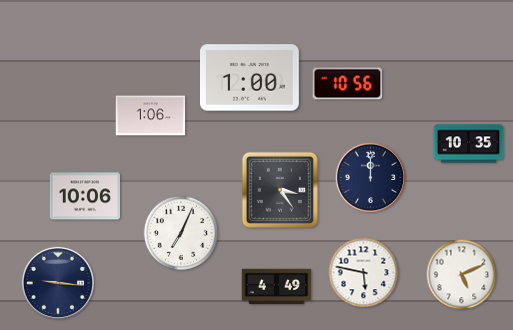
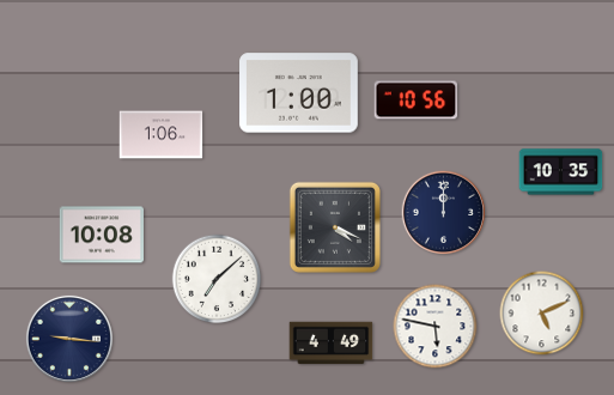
clock at (151, 116) position: (151, 116) -> (162, 135)
clock at (280, 190): 3:24 -> 4:19
clock at (85, 196): 10:06 -> 10:08
clock at (181, 233): 7:04 -> 7:08
clock at (462, 275) position: (462, 275) -> (542, 314)
